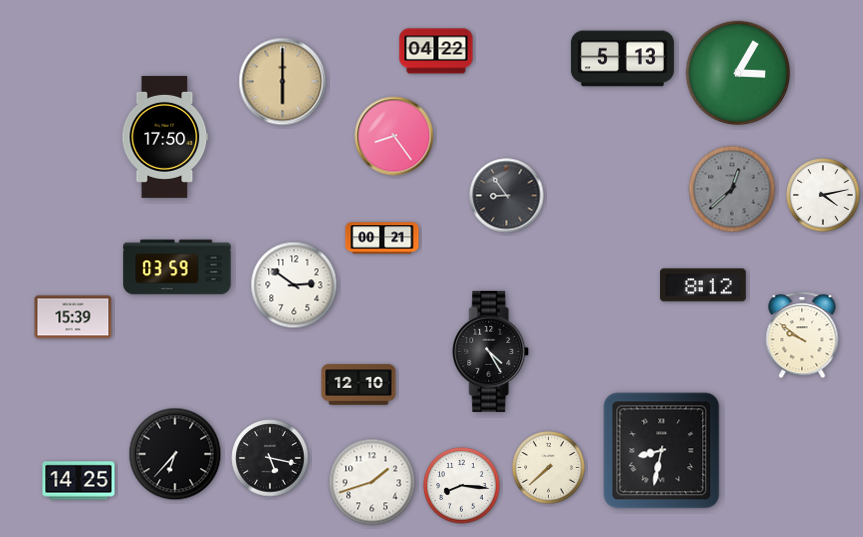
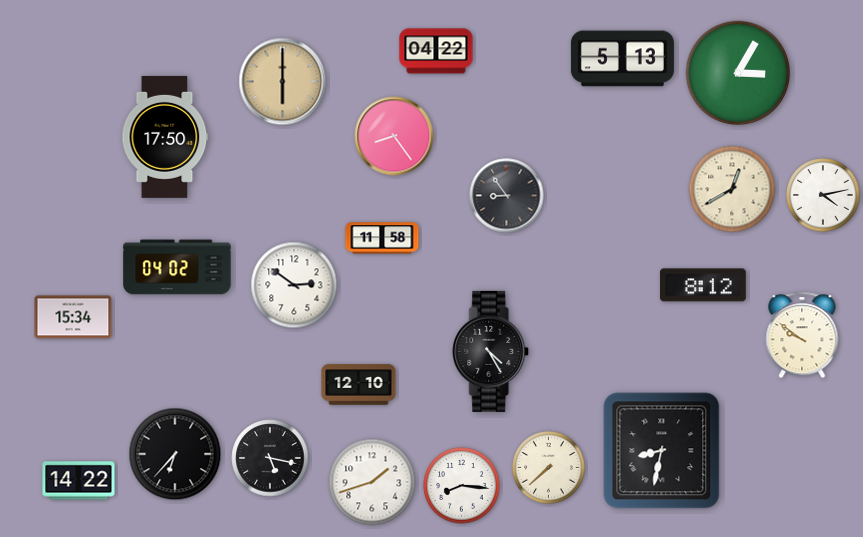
clock at (732, 189): 12:38 -> 12:40
clock at (732, 189) dial: grey -> cream
clock at (382, 238): 00:21 -> 11:58
clock at (177, 267): 03:59 -> 04:02
clock at (73, 317): 15:39 -> 15:34
clock at (79, 481): 14:25 -> 14:22
